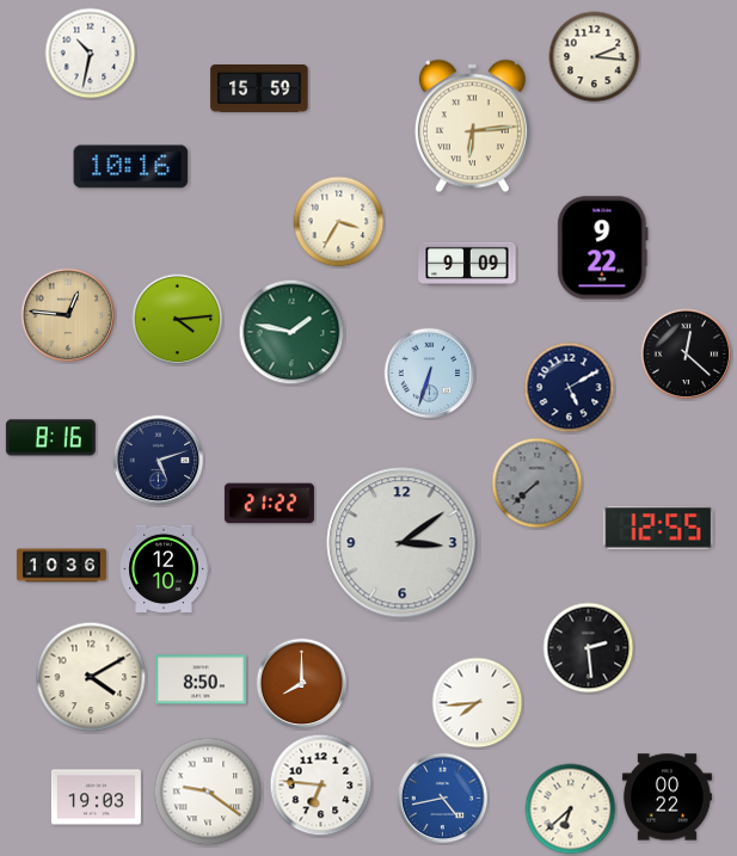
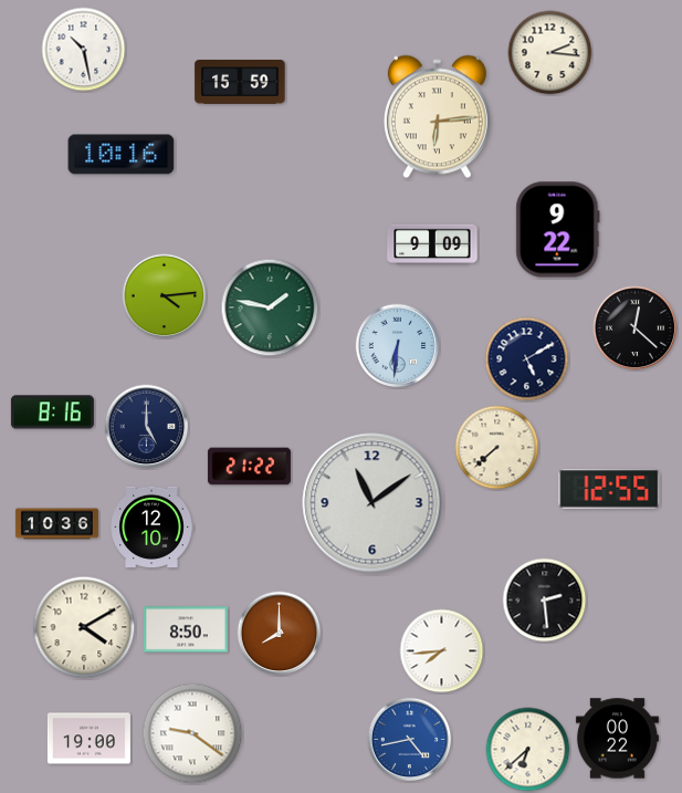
clock at (91, 54): 10:32 -> 10:28
clock at (339, 222): 3:35 -> none
clock at (68, 315): 12:46 -> none
clock at (430, 374): 6:33 -> 6:31
clock at (50, 438) position: (50, 438) -> (52, 413)
clock at (159, 461): 5:12 -> 5:00
clock at (538, 484) dial: grey -> cream
clock at (403, 543): 3:09 -> 11:09
clock at (321, 786): 6:46 -> none
clock at (96, 798): 19:03 -> 19:00
